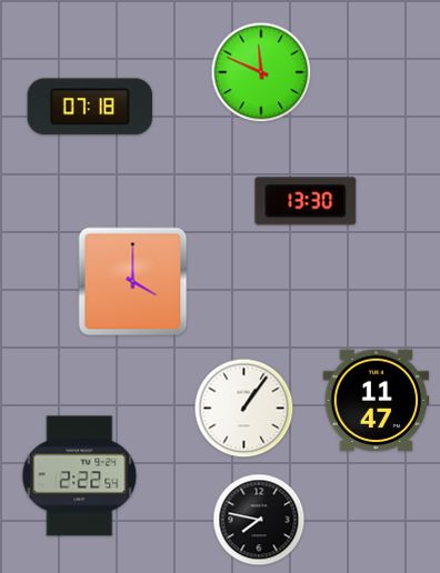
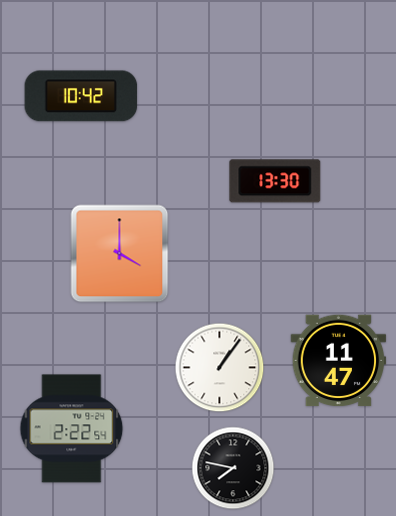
clock at (261, 72): 11:49 -> none
clock at (90, 107): 07:18 -> 10:42
